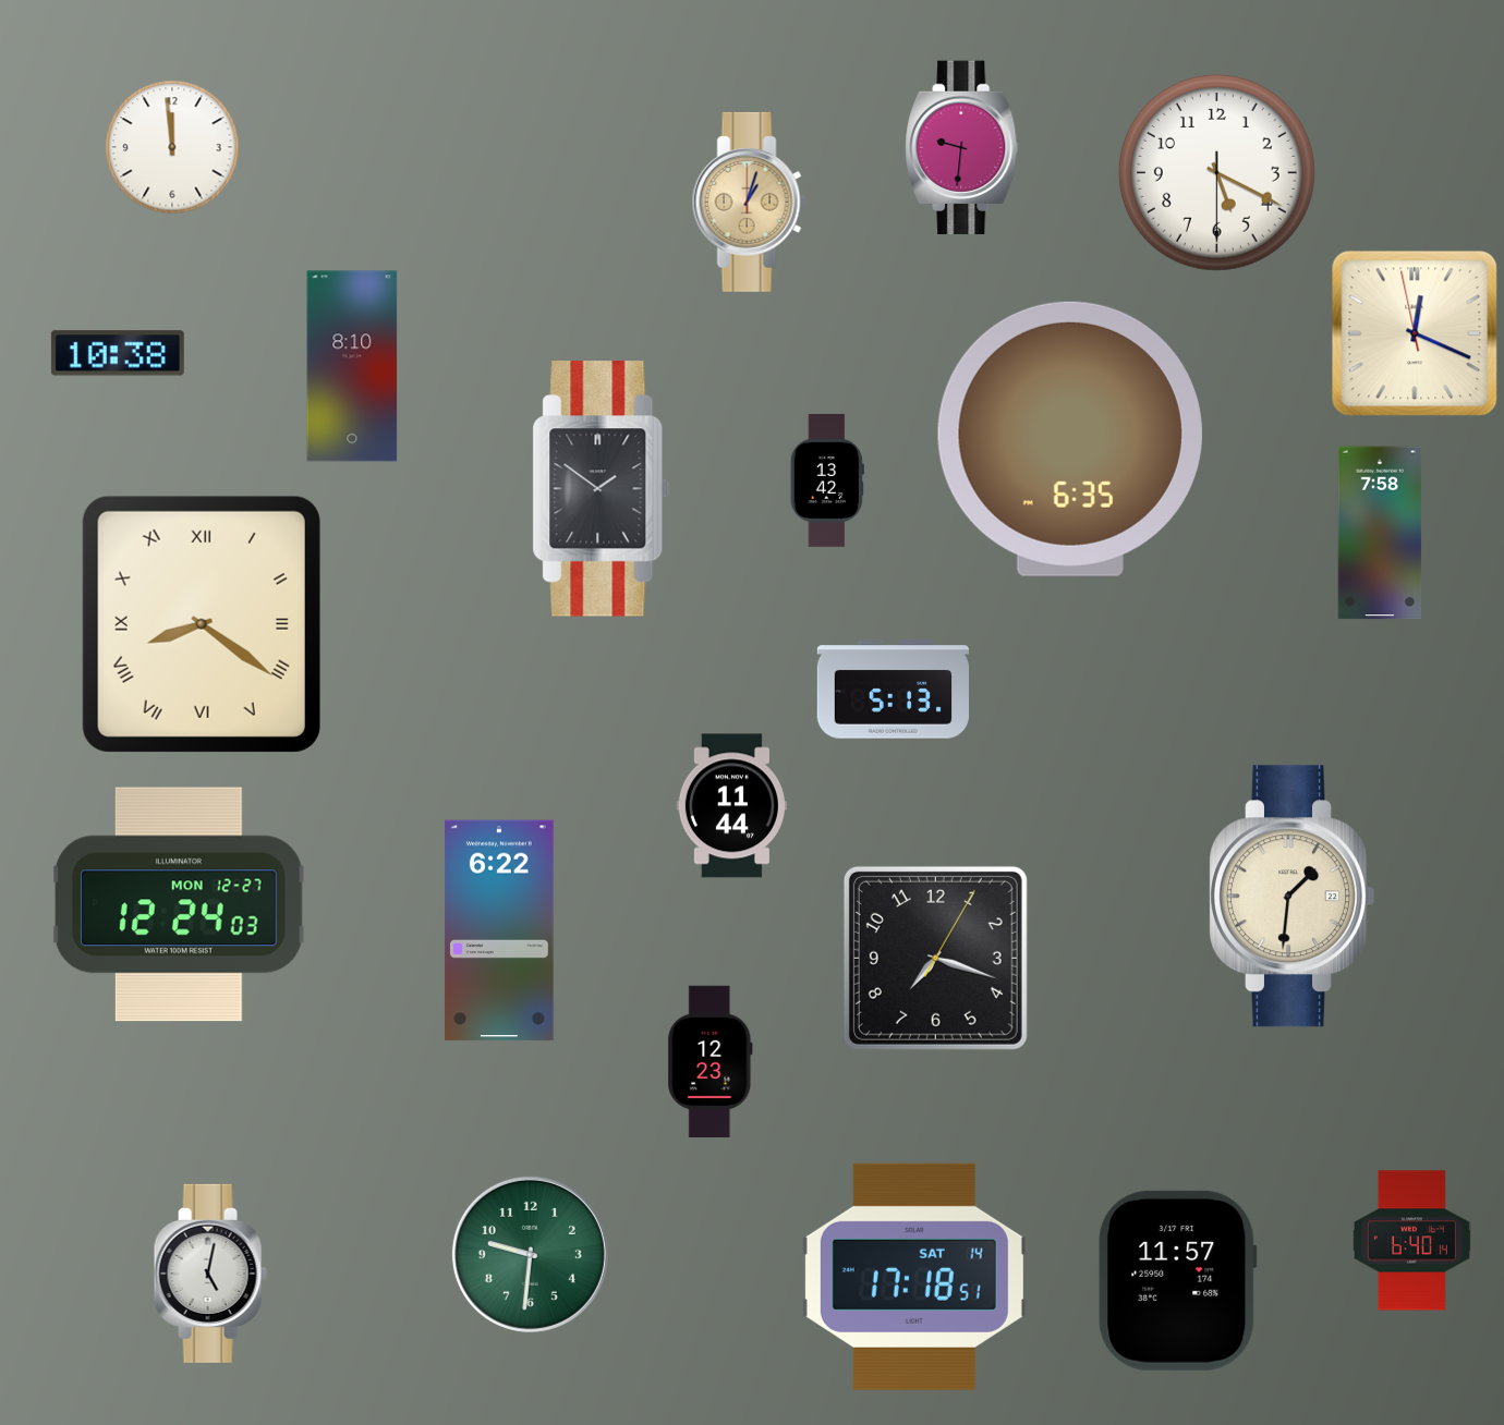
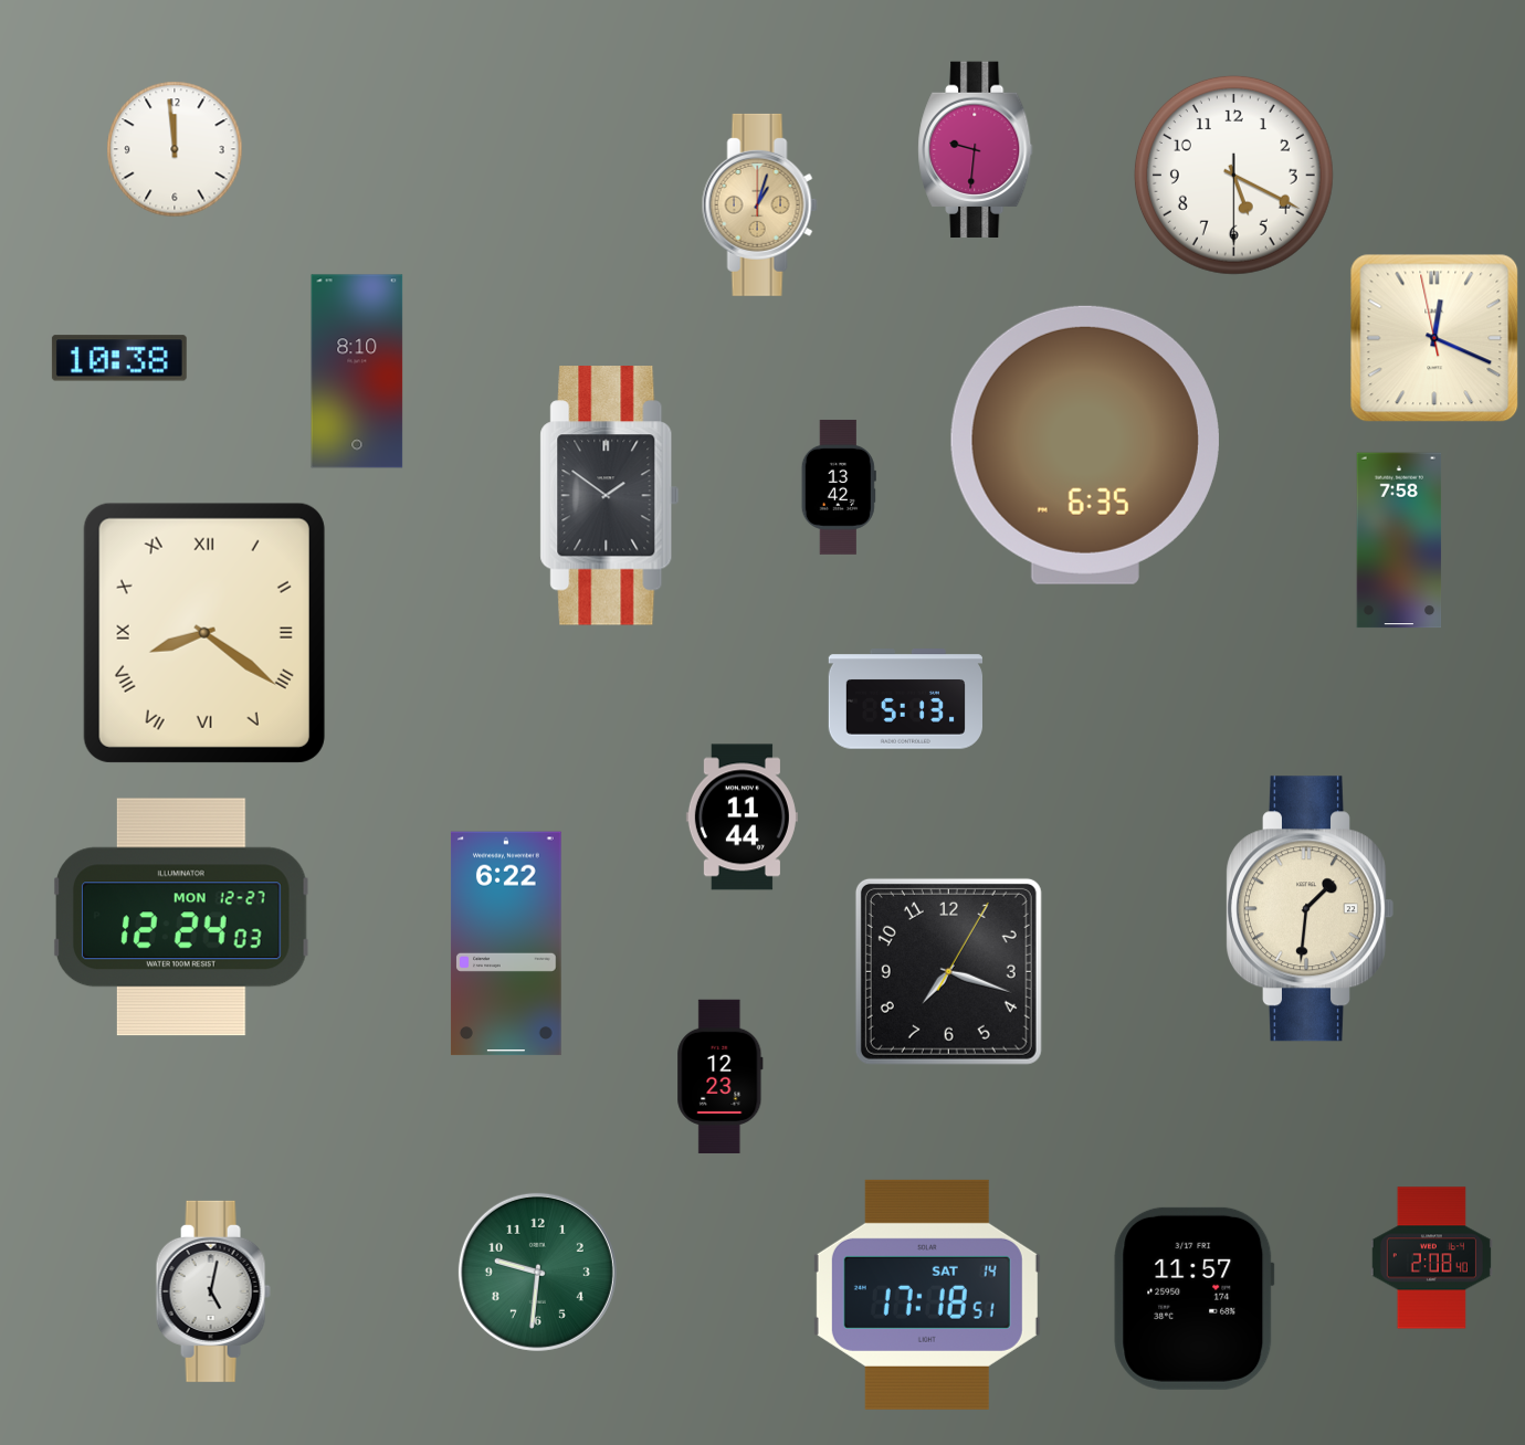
clock at (1411, 1241): 6:40 -> 2:08
